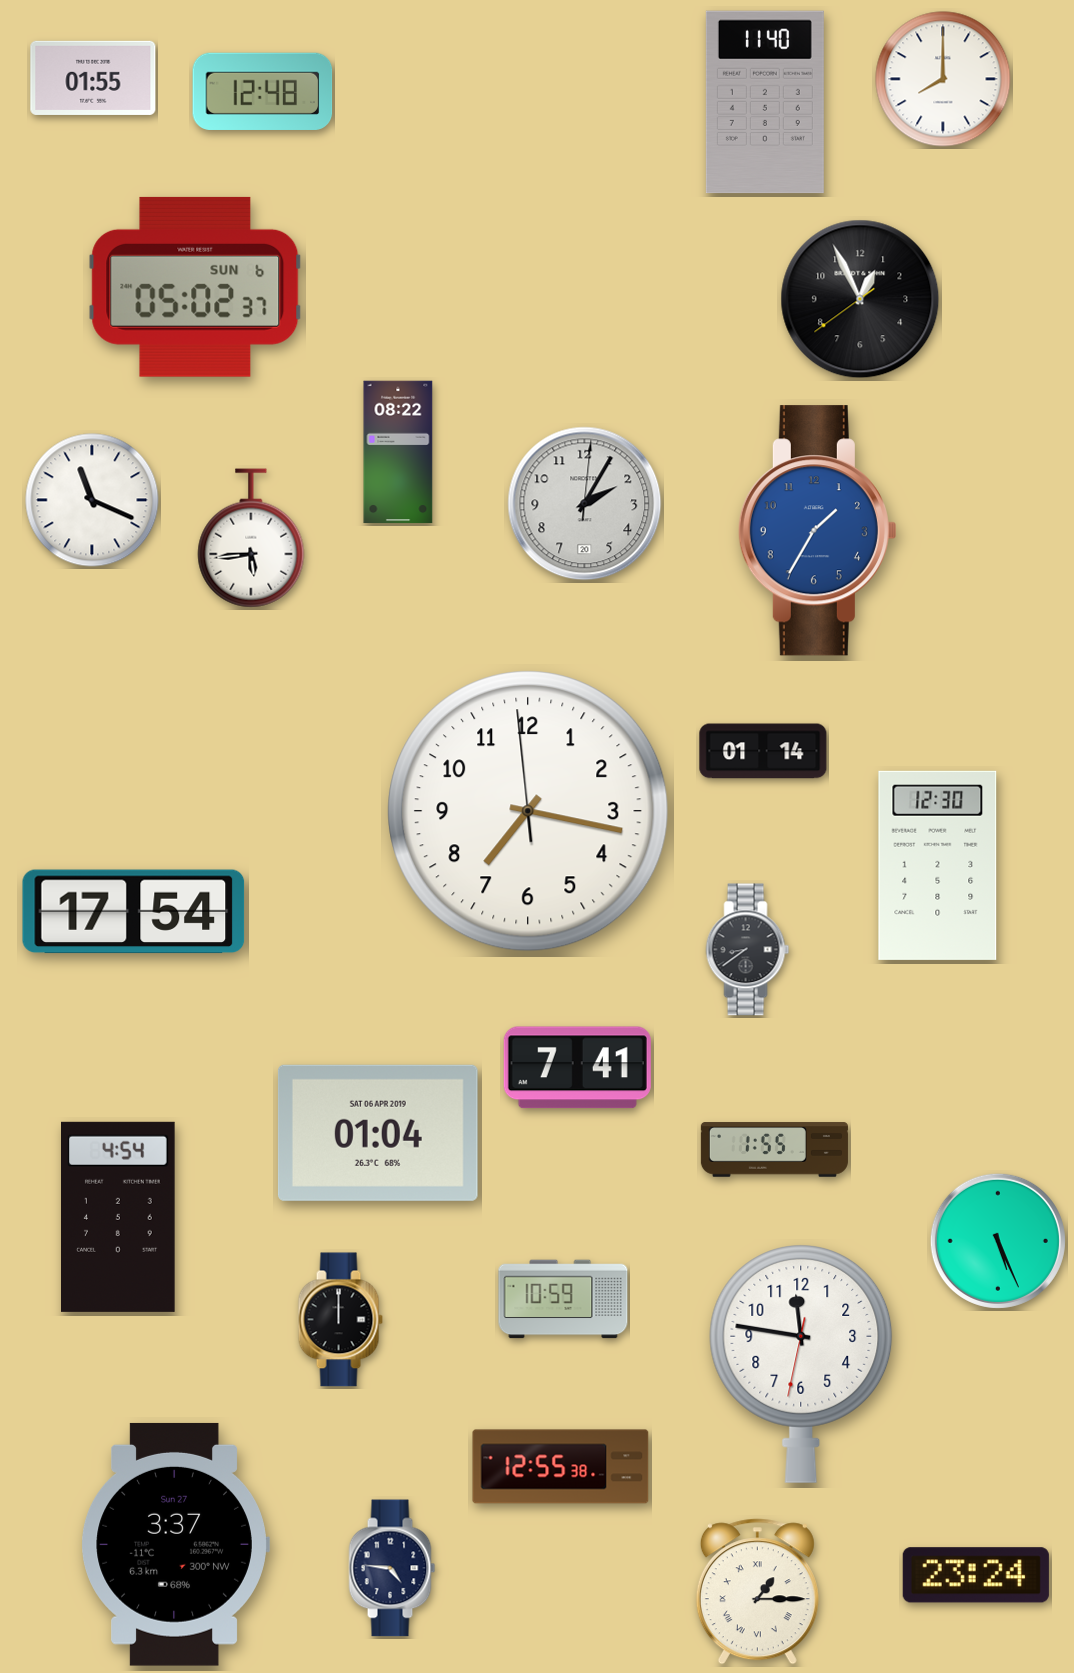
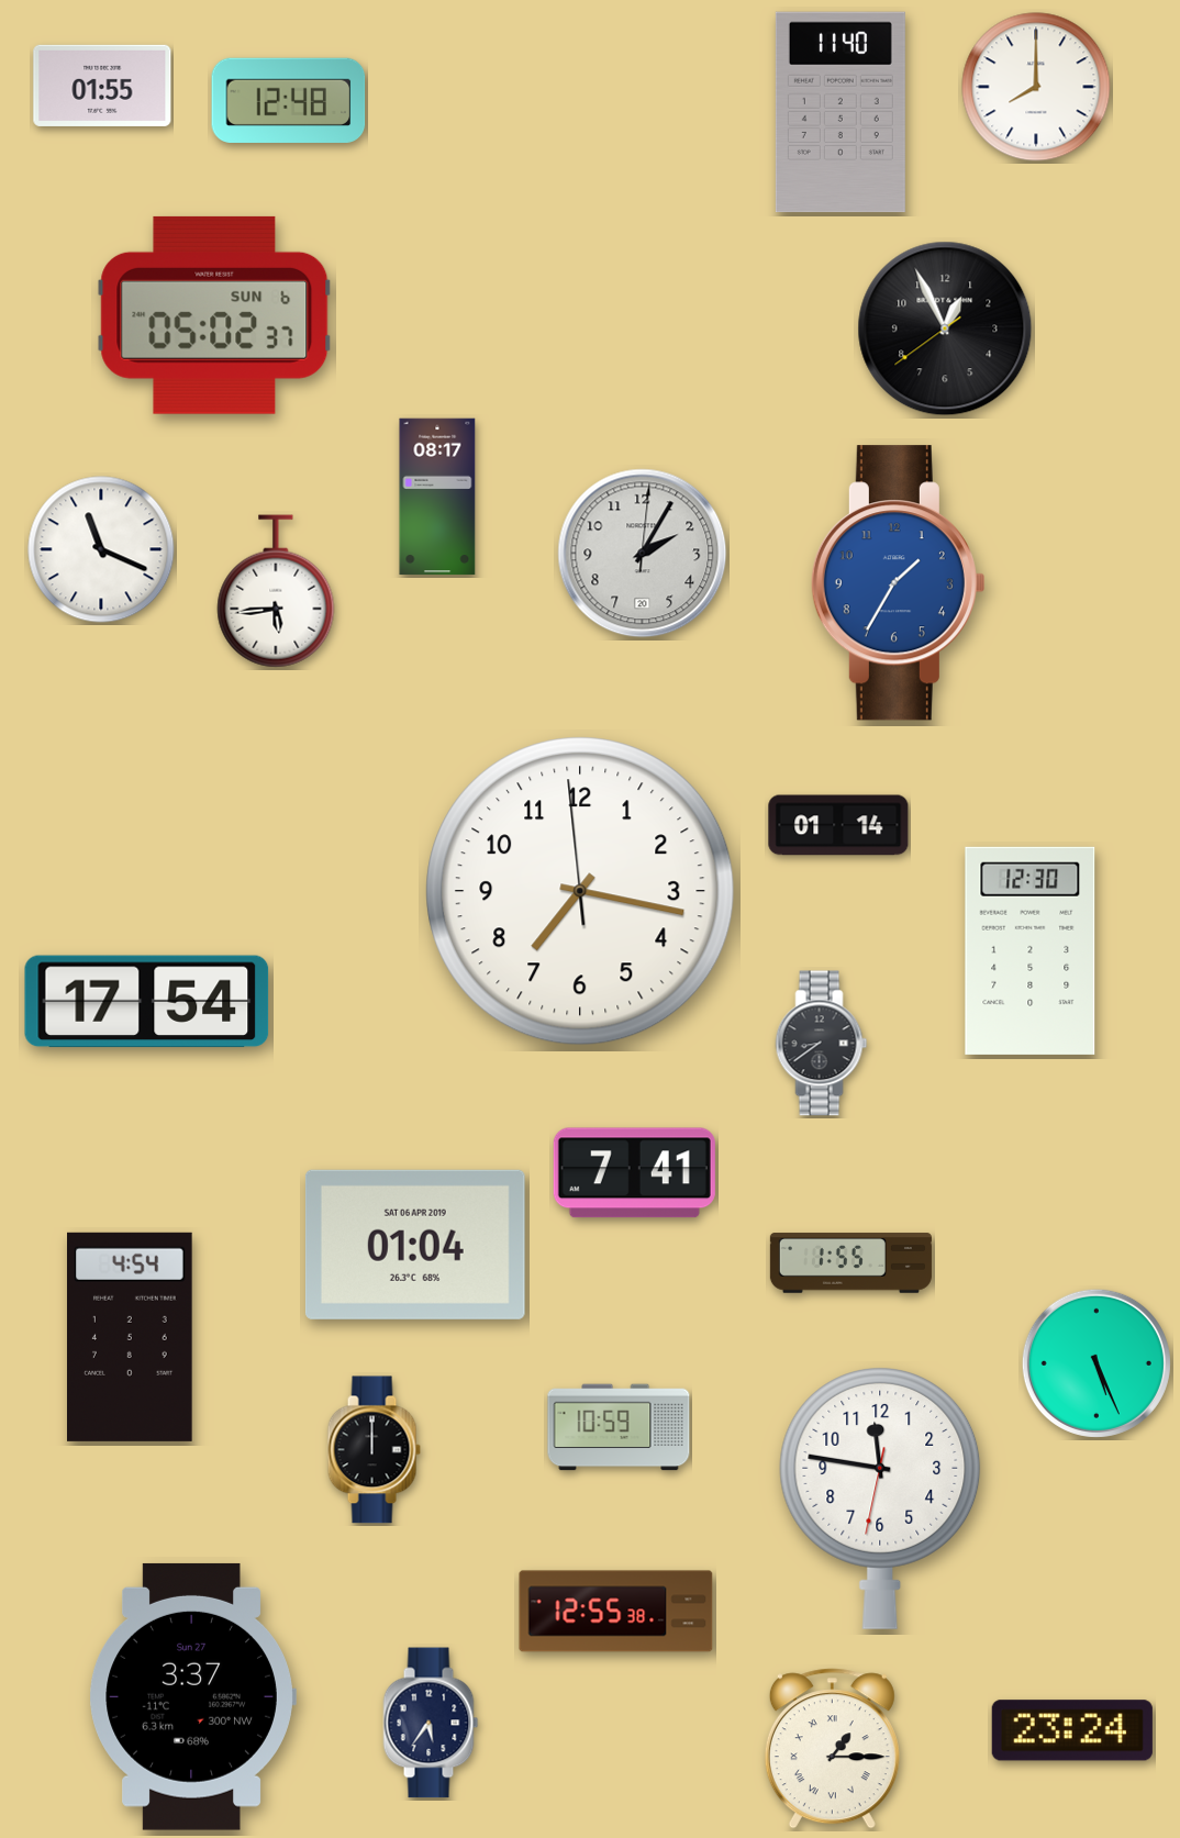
clock at (398, 452): 08:22 -> 08:17
clock at (392, 1568): 4:46 -> 5:36
